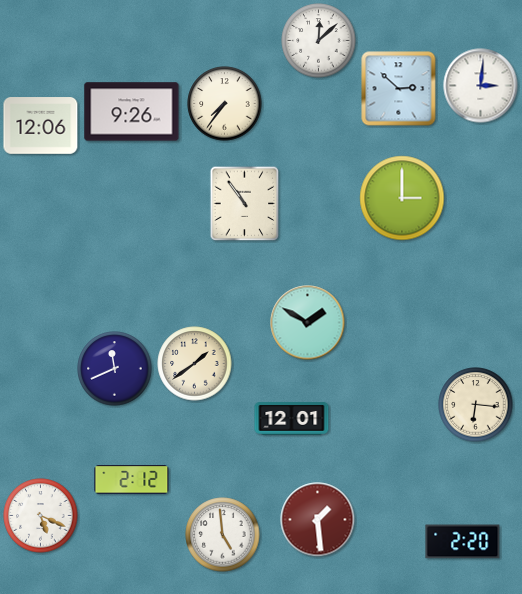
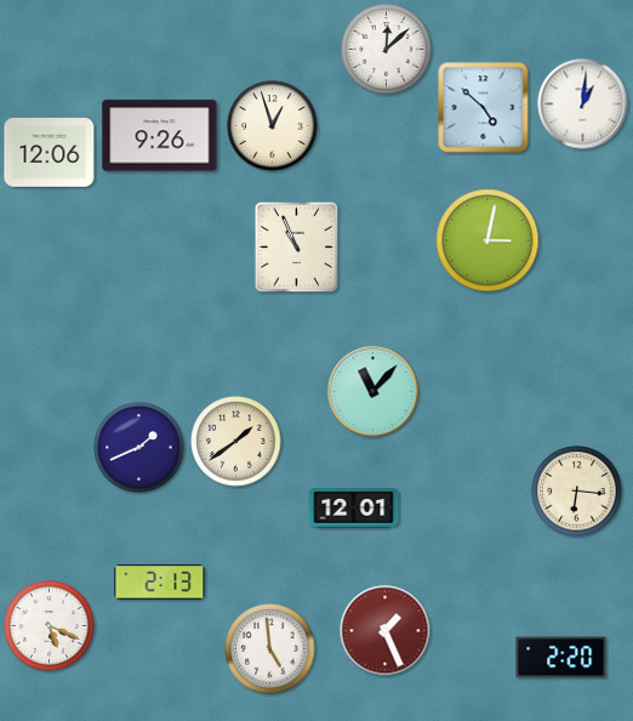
clock at (481, 86): 3:01 -> 1:01
clock at (399, 89): 2:52 -> 4:52
clock at (225, 104): 7:36 -> 12:57
clock at (402, 198): 3:00 -> 3:02
clock at (245, 204): 10:54 -> 10:56
clock at (308, 323): 1:50 -> 11:07
clock at (115, 369): 11:41 -> 1:41
clock at (132, 480): 2:12 -> 2:13
clock at (318, 520): 1:29 -> 1:26
